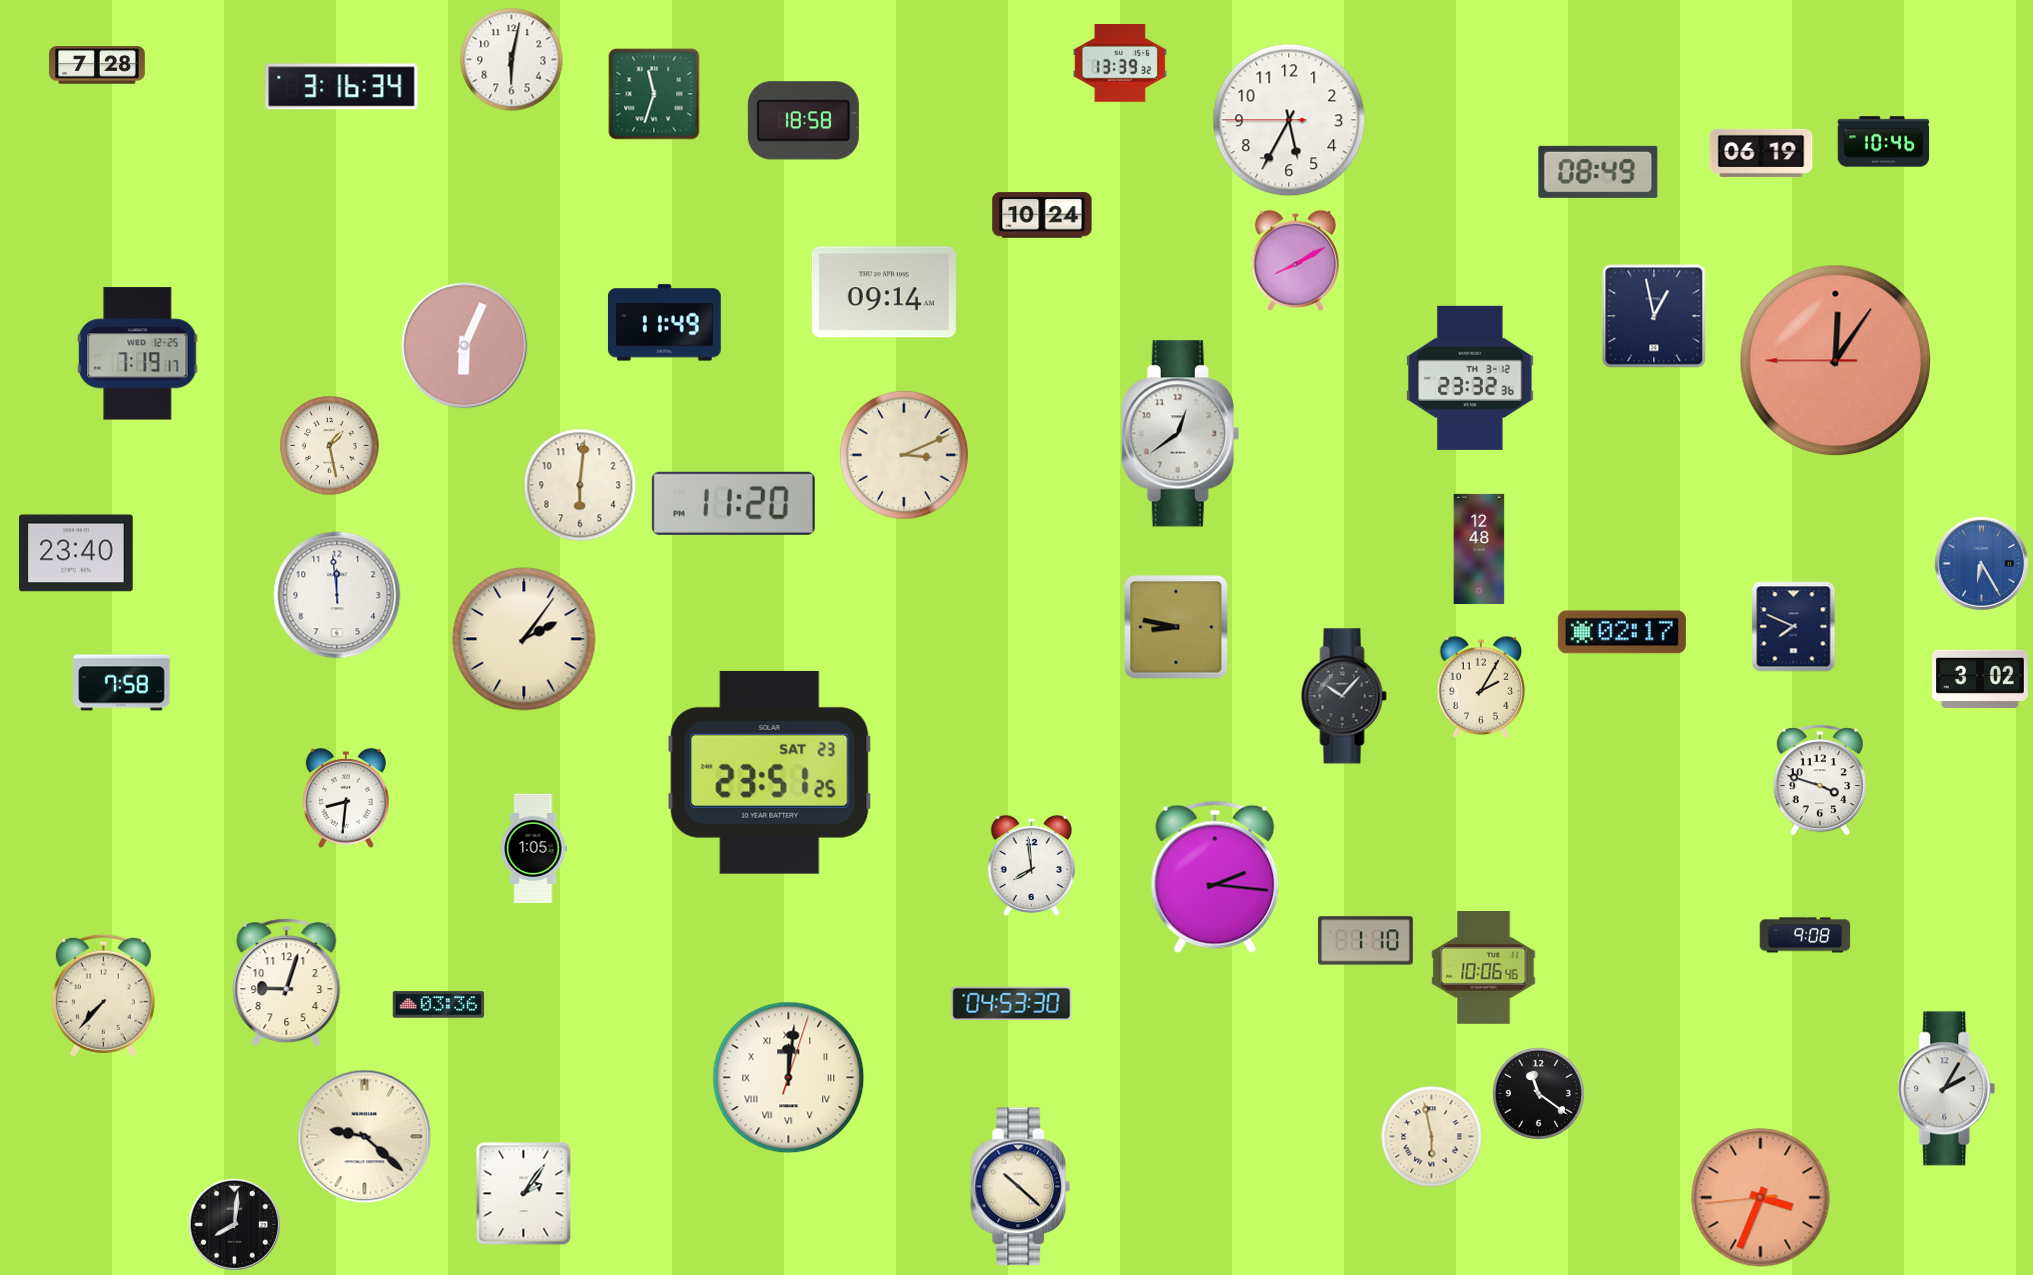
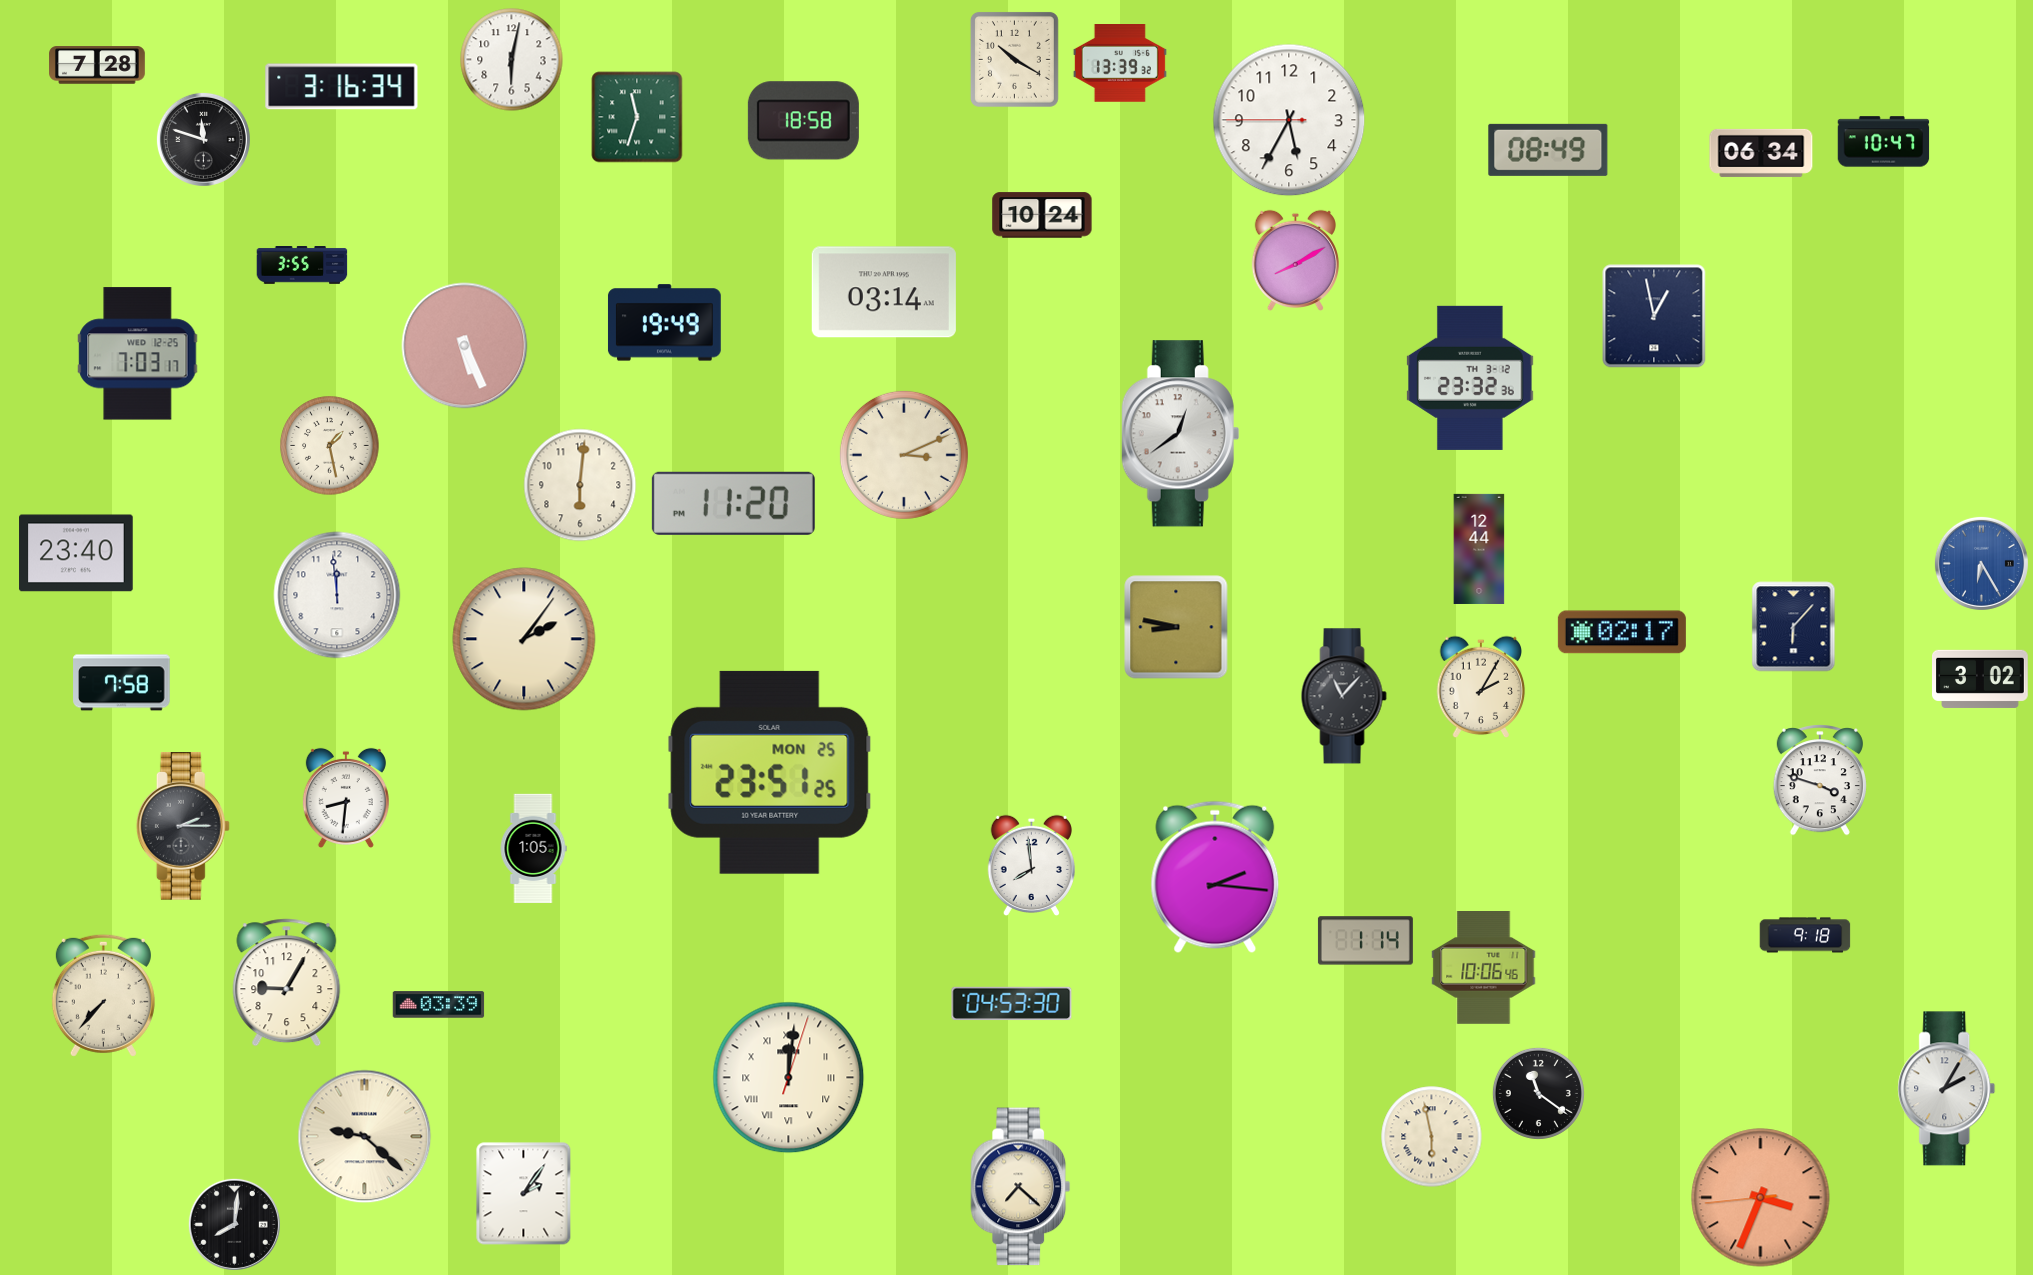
clock at (1014, 59): none -> 10:20
clock at (654, 94) position: (654, 94) -> (637, 117)
clock at (203, 139): none -> 11:48
clock at (1884, 142): 10:46 -> 10:47
clock at (1761, 153): 06:19 -> 06:34
clock at (1598, 172) position: (1598, 172) -> (1548, 150)
clock at (302, 266): none -> 3:55
clock at (884, 292): 09:14 -> 03:14
clock at (664, 323): 11:49 -> 19:49
clock at (465, 346): 6:04 -> 5:26
clock at (138, 354): 7:19 -> 7:03
clock at (1836, 361): 12:05 -> none
clock at (1479, 549): 12:48 -> 12:44
clock at (1794, 627): 7:49 -> 6:07
clock at (1344, 696): 10:07 -> 11:07
clock at (770, 772) date: SAT 23 -> MON 25
clock at (183, 827): none -> 2:15
clock at (1805, 935): 9:08 -> 9:18
clock at (1365, 941): 1:10 -> 1:14
clock at (287, 983): 9:03 -> 9:05
clock at (439, 1005): 03:36 -> 03:39
clock at (1021, 1187): 10:22 -> 7:22
